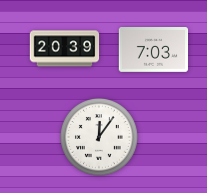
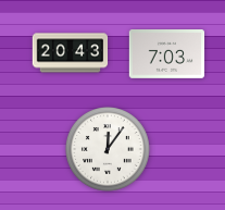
clock at (65, 49): 20:39 -> 20:43
